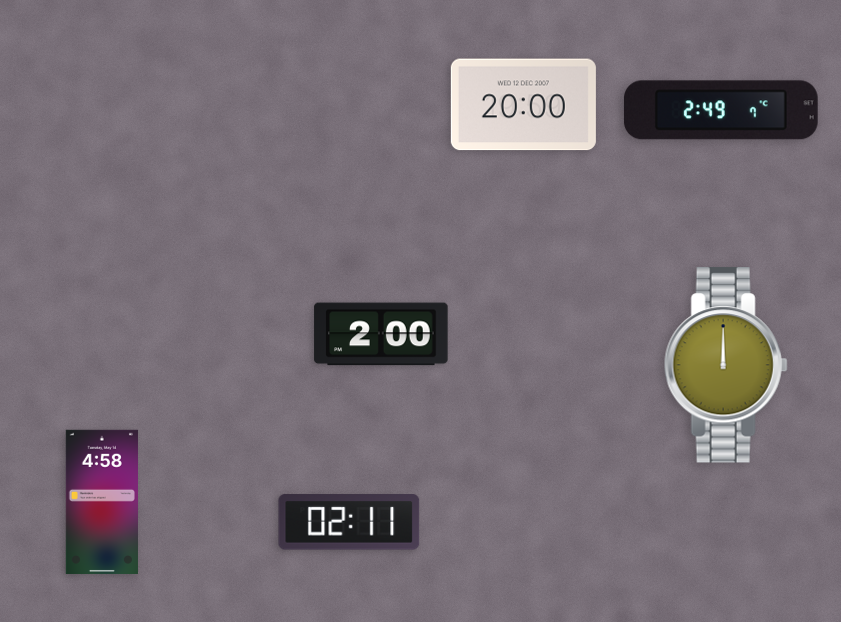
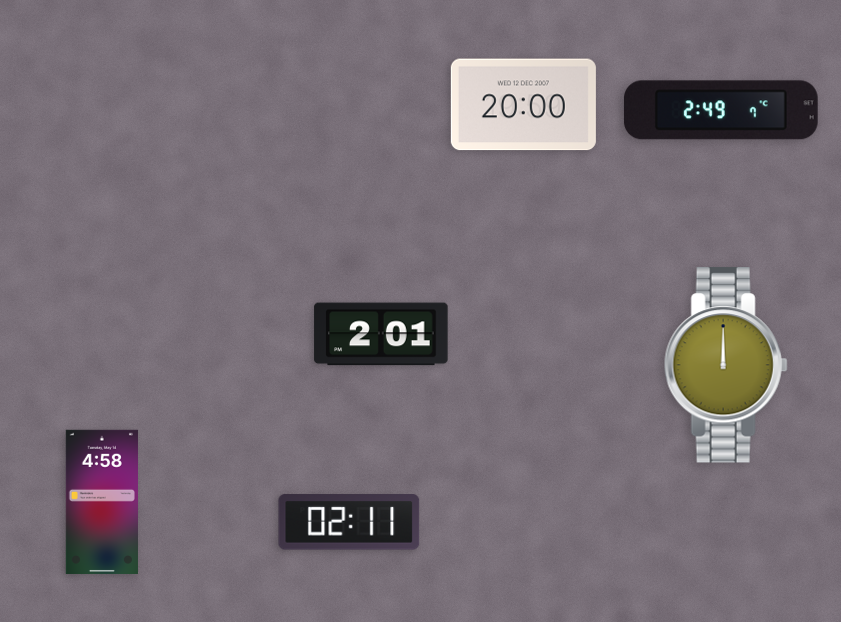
clock at (381, 334): 2:00 -> 2:01
